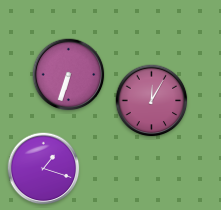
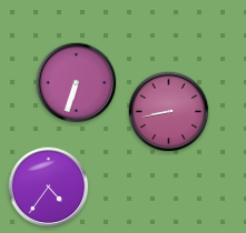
clock at (152, 101): 12:05 -> 8:43
clock at (44, 169): 1:18 -> 4:36
